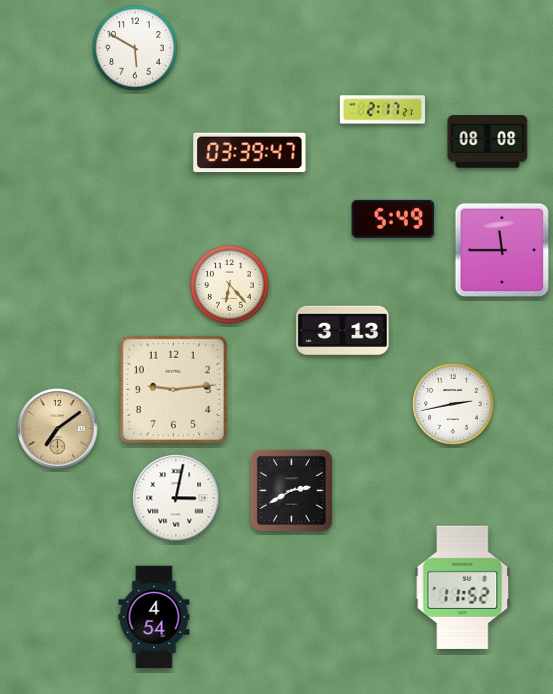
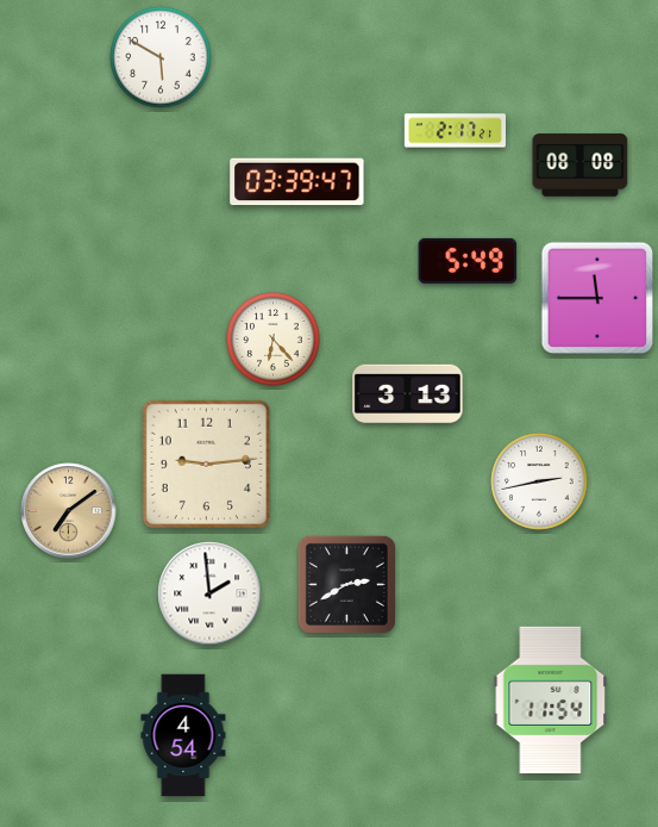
clock at (488, 142) position: (488, 142) -> (581, 166)
clock at (176, 498): 3:02 -> 1:59
clock at (463, 587): 11:52 -> 11:54
